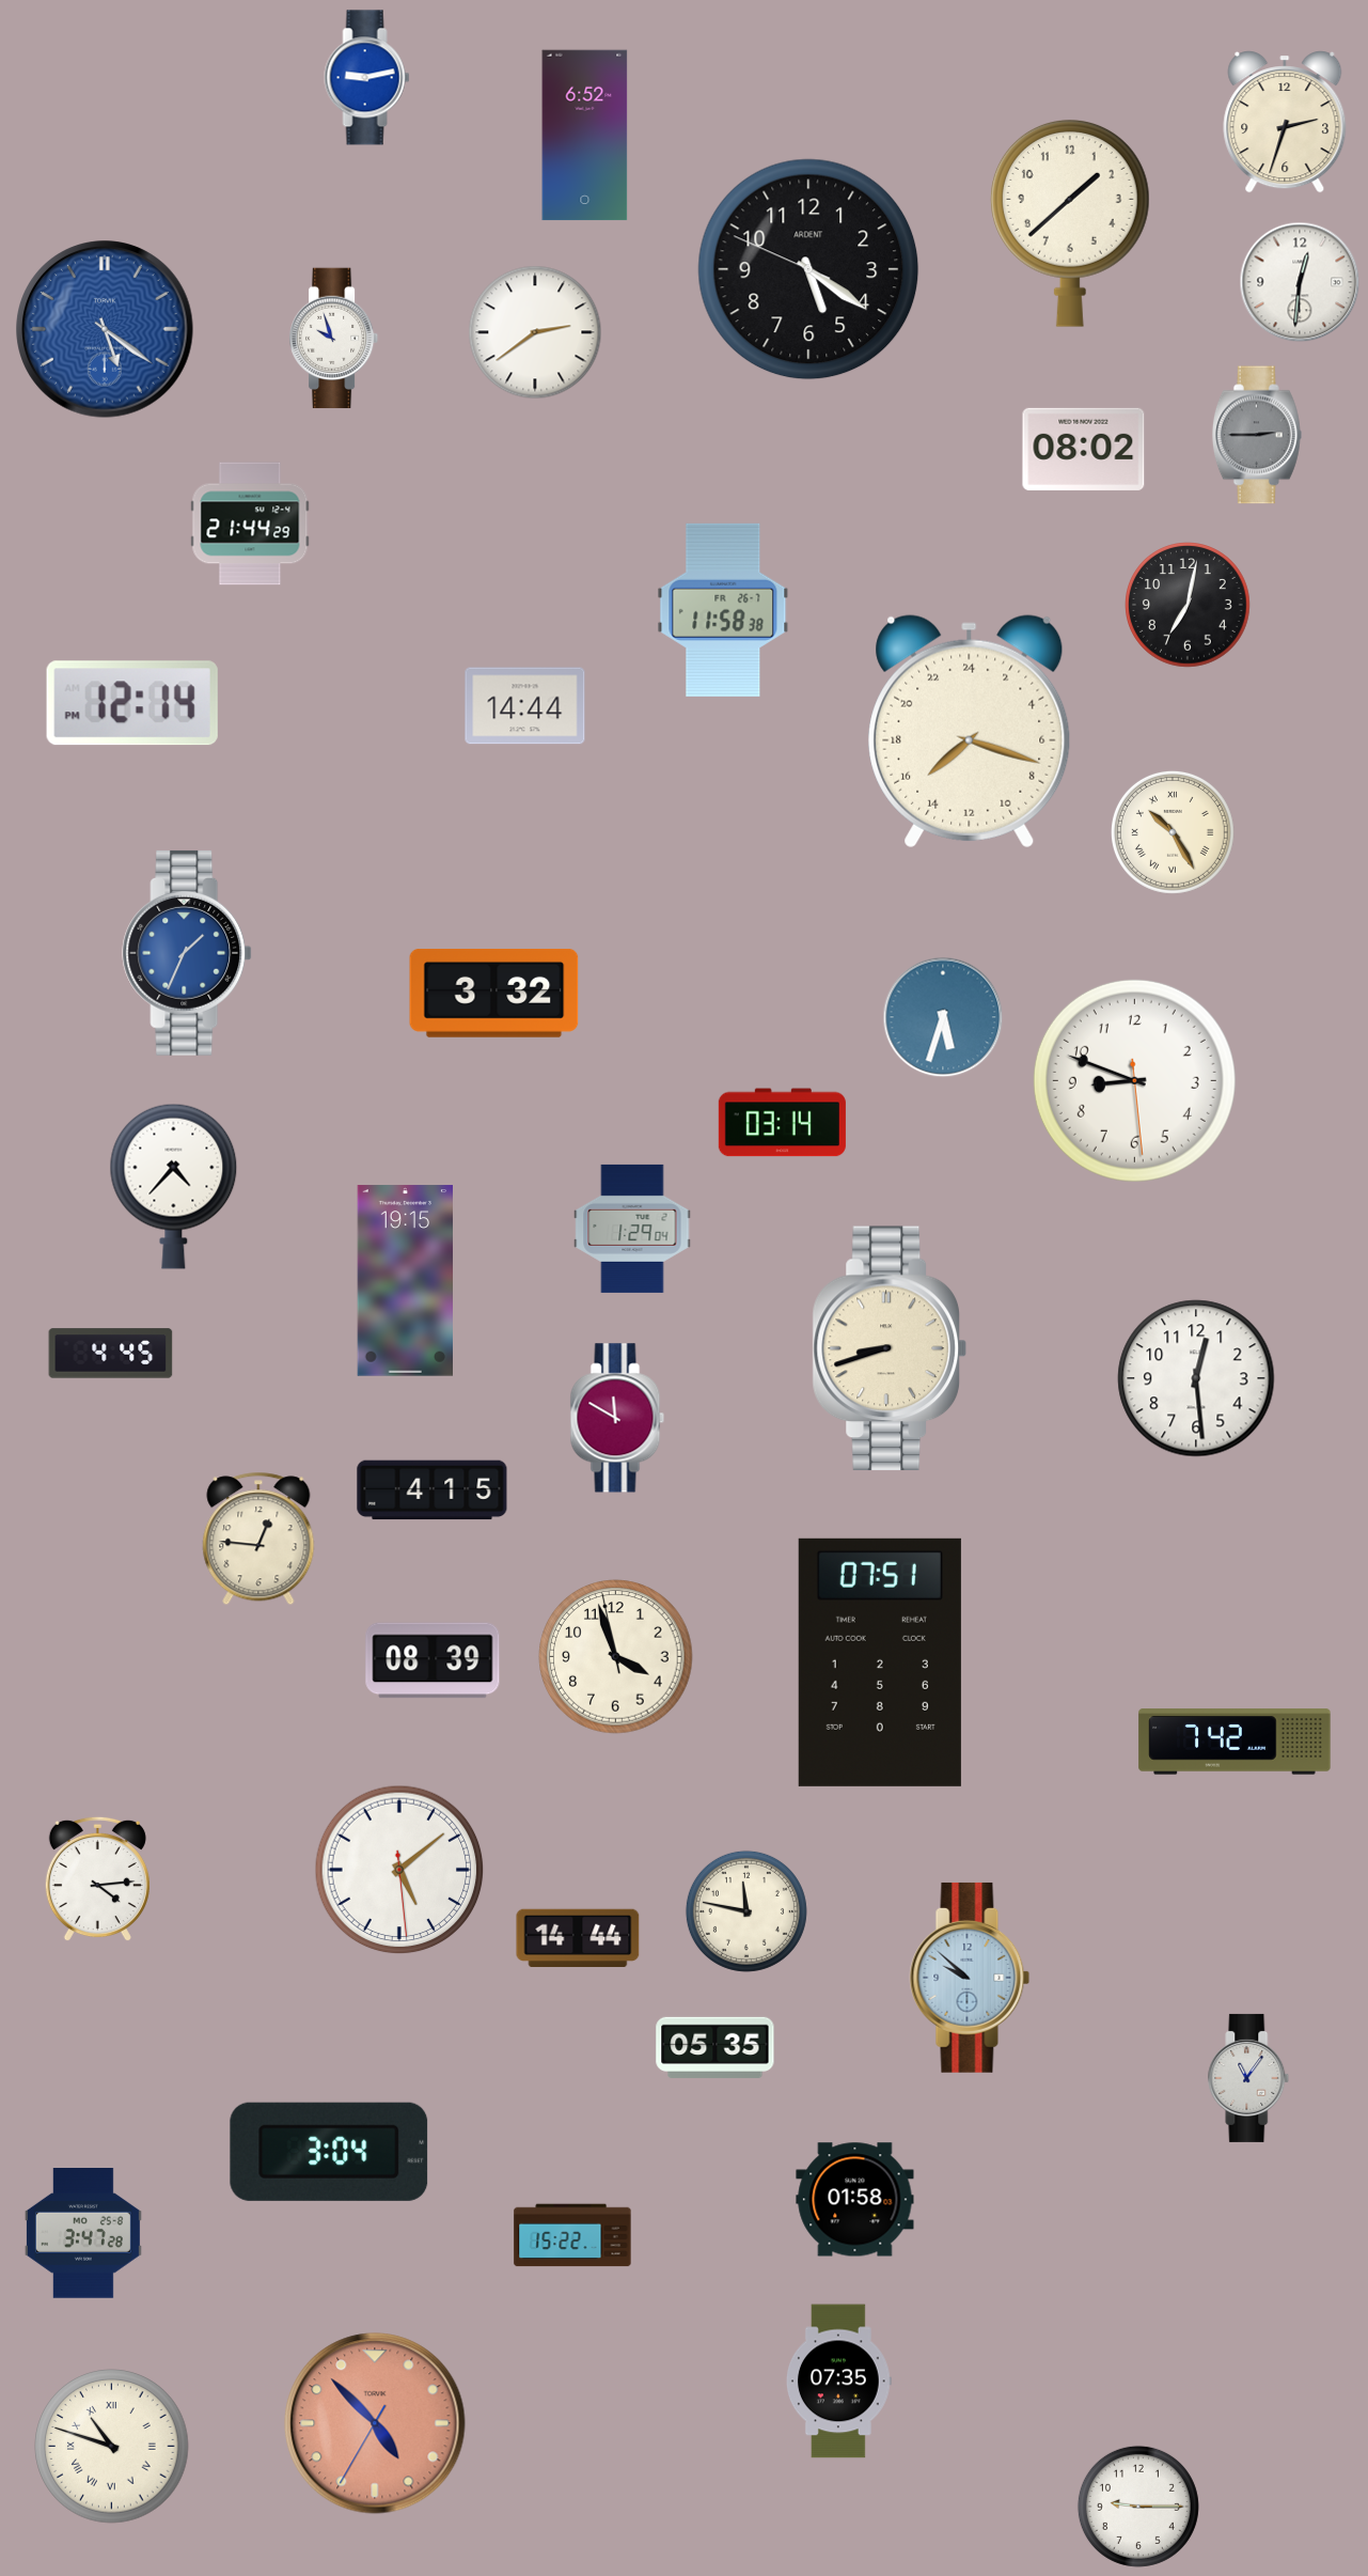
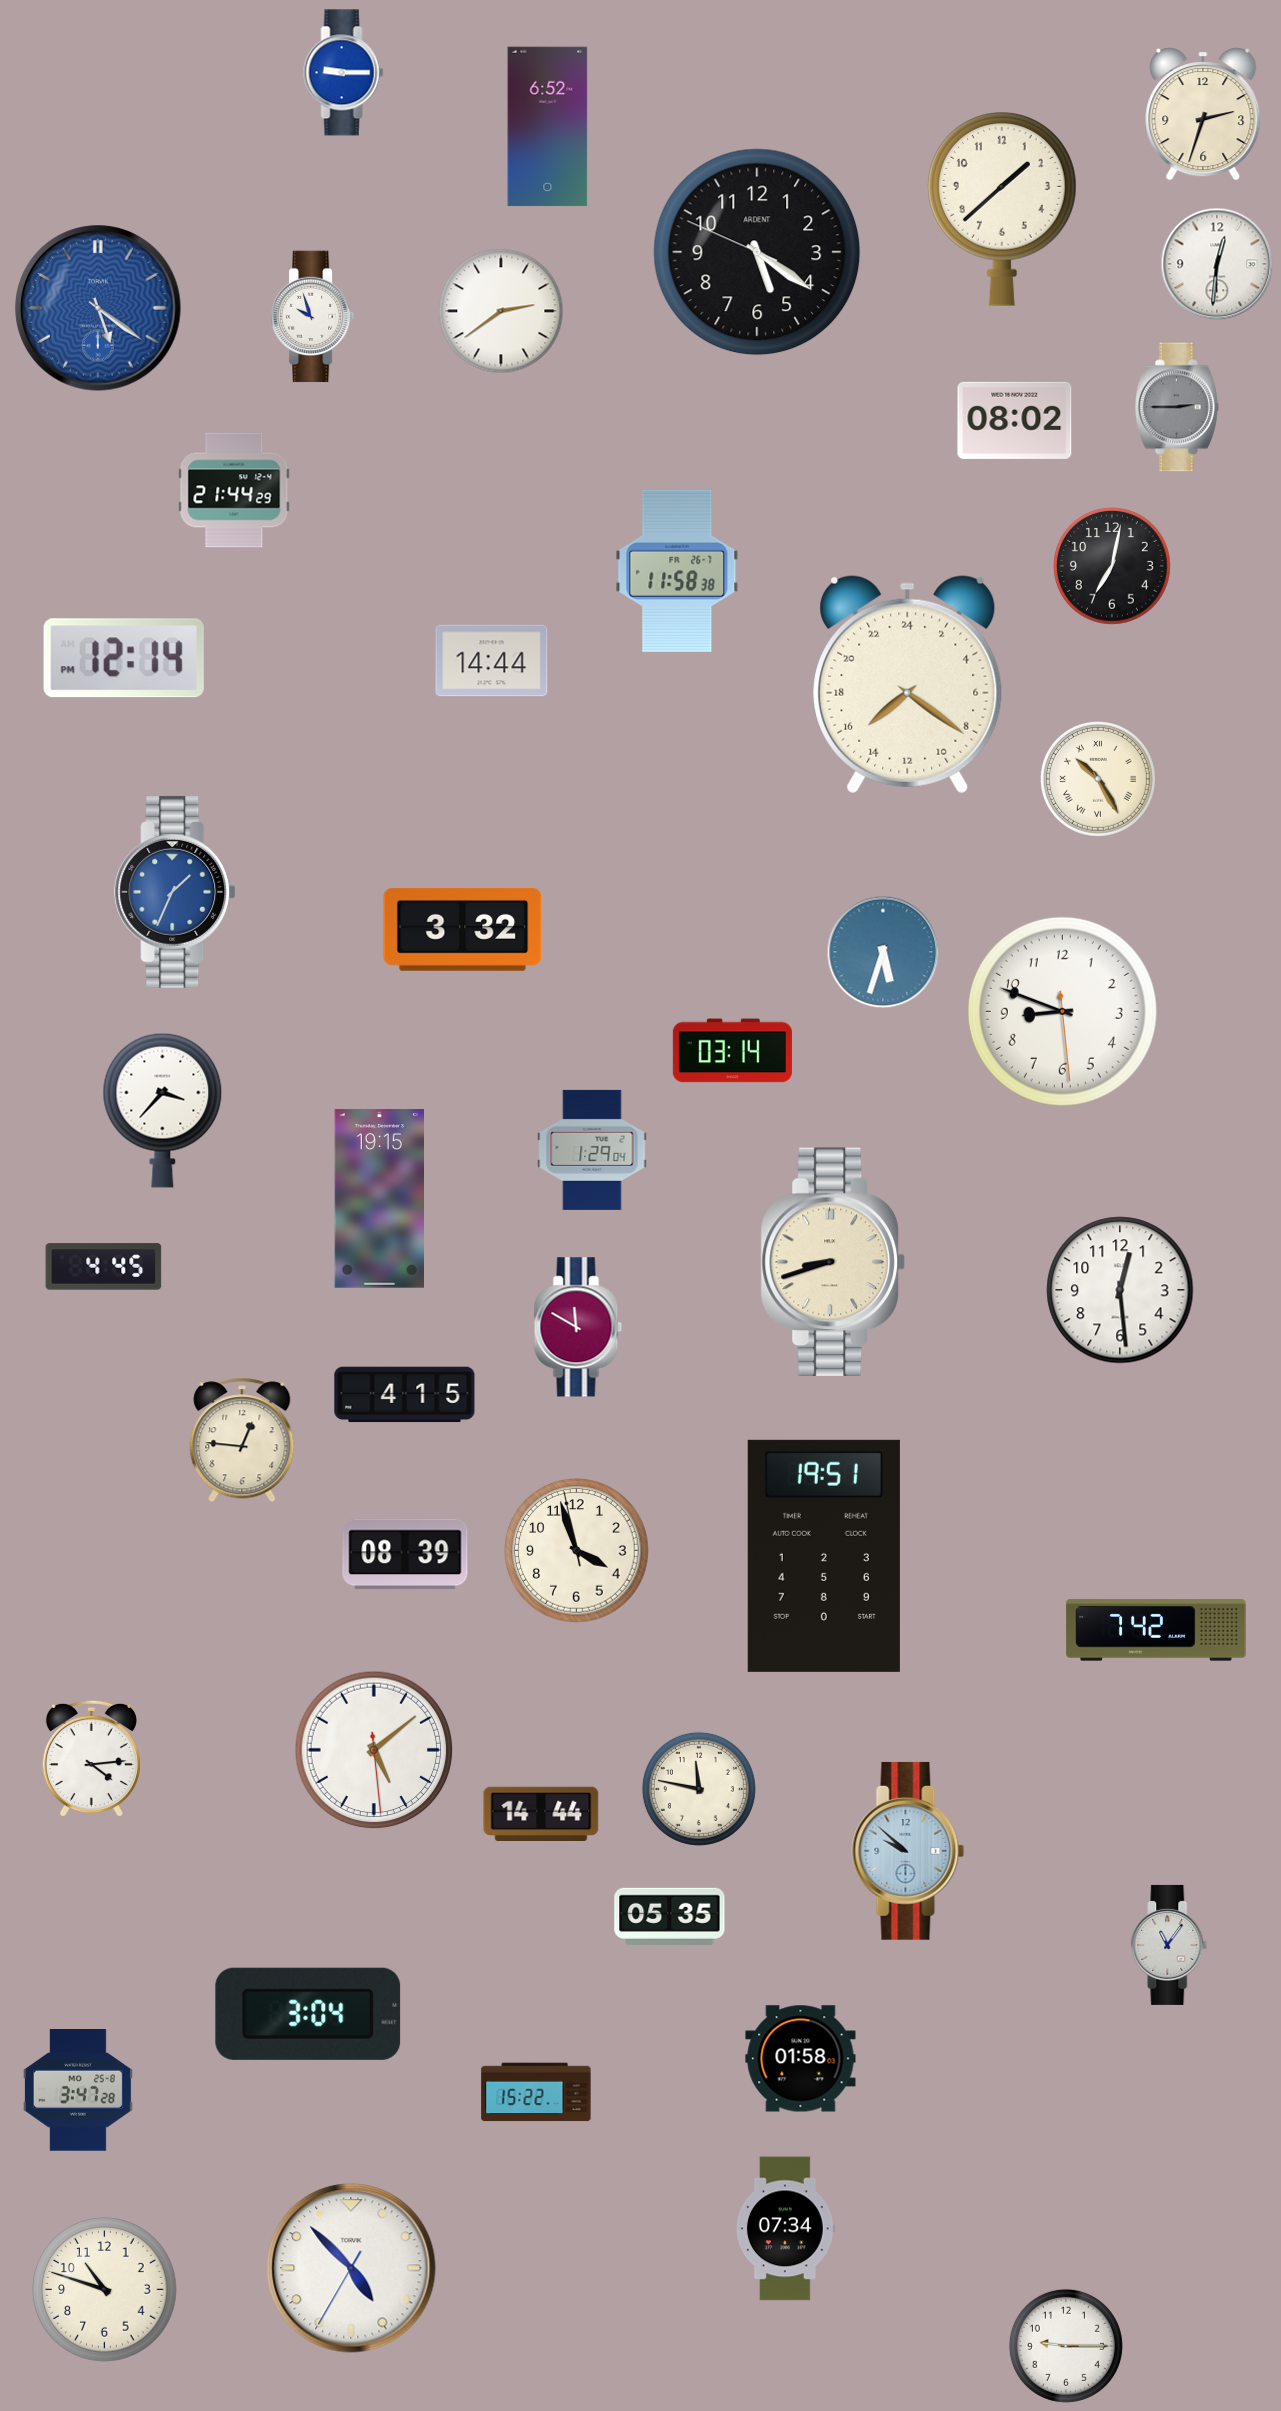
clock at (367, 78): 9:13 -> 9:15
clock at (970, 732): 15:18 -> 15:21
clock at (174, 1186): 4:37 -> 3:37
clock at (880, 1662): 07:51 -> 19:51
clock at (839, 2382): 07:35 -> 07:34
clock at (375, 2423) dial: salmon -> white
clock at (112, 2447) numerals: Roman -> Arabic
